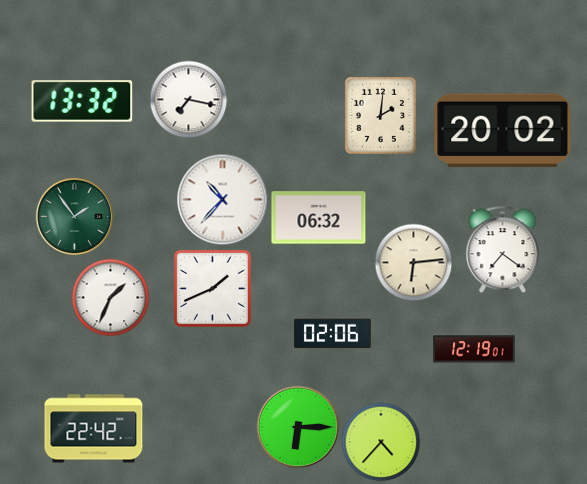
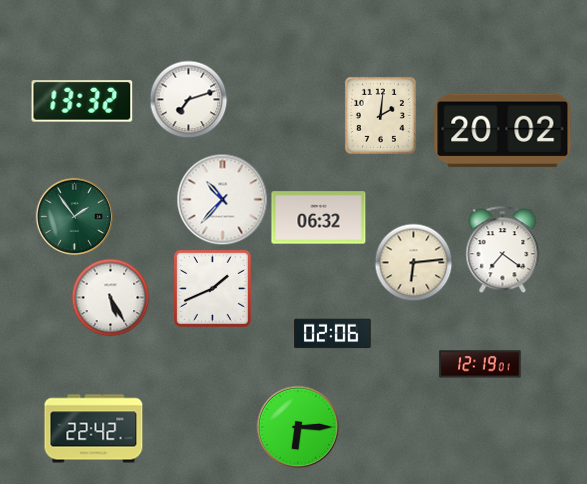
clock at (188, 99): 7:17 -> 7:12
clock at (110, 297): 1:34 -> 5:25
clock at (474, 349) position: (474, 349) -> (480, 364)
clock at (381, 442): 4:37 -> none
